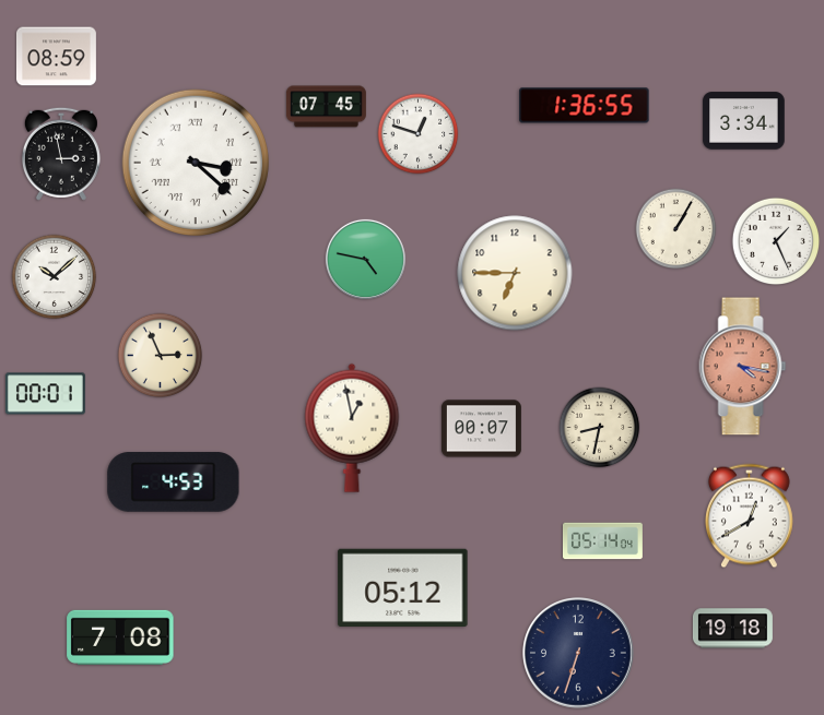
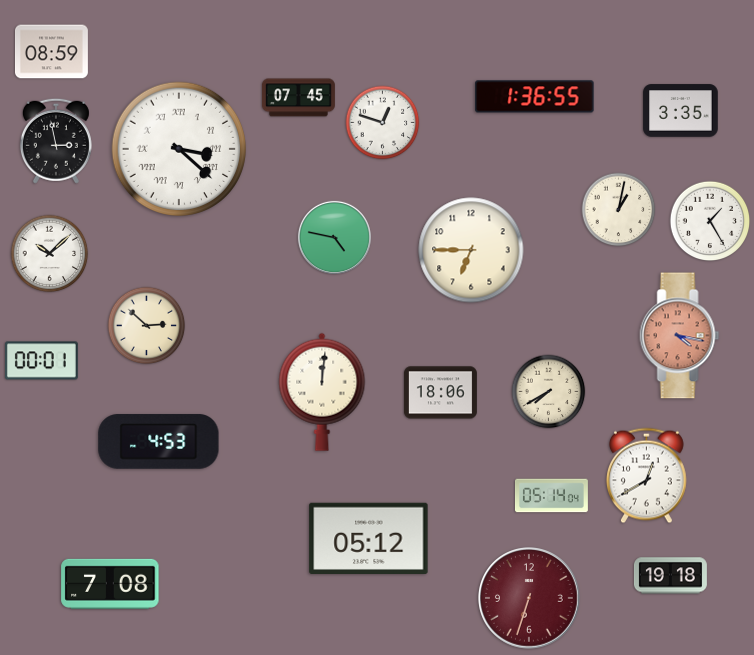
clock at (744, 121): 3:34 -> 3:35
clock at (676, 229): 1:05 -> 1:02
clock at (776, 241): 1:26 -> 1:25
clock at (161, 356): 2:56 -> 2:52
clock at (352, 428): 12:58 -> 12:01
clock at (600, 428): 8:32 -> 7:40
clock at (481, 429): 00:07 -> 18:06
clock at (749, 516) position: (749, 516) -> (646, 476)
clock at (579, 654) dial: navy -> burgundy
